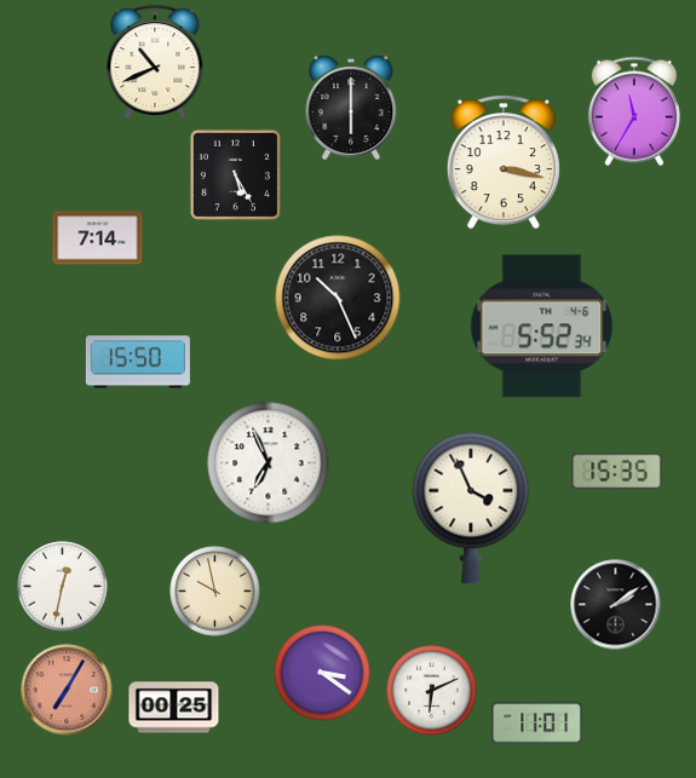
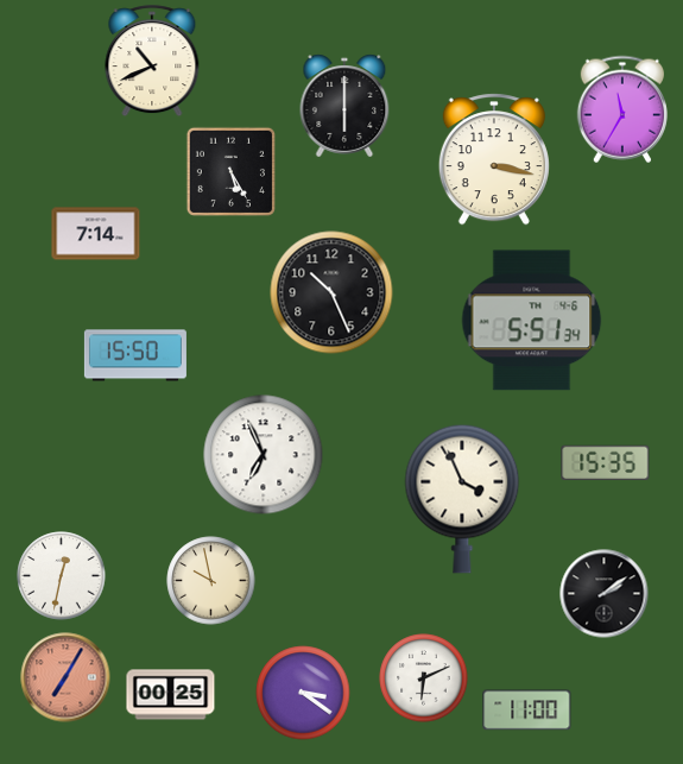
clock at (542, 327): 5:52 -> 5:51
clock at (322, 673) position: (322, 673) -> (303, 693)
clock at (537, 724): 11:01 -> 11:00
